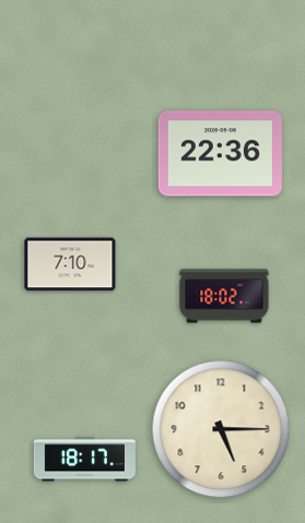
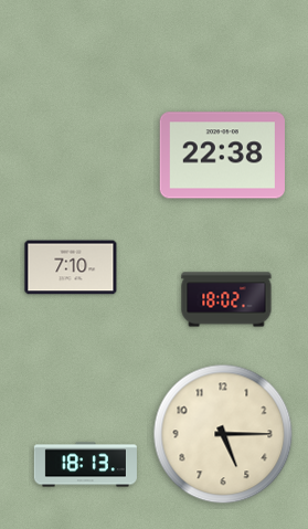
clock at (220, 154): 22:36 -> 22:38
clock at (84, 460): 18:17 -> 18:13
